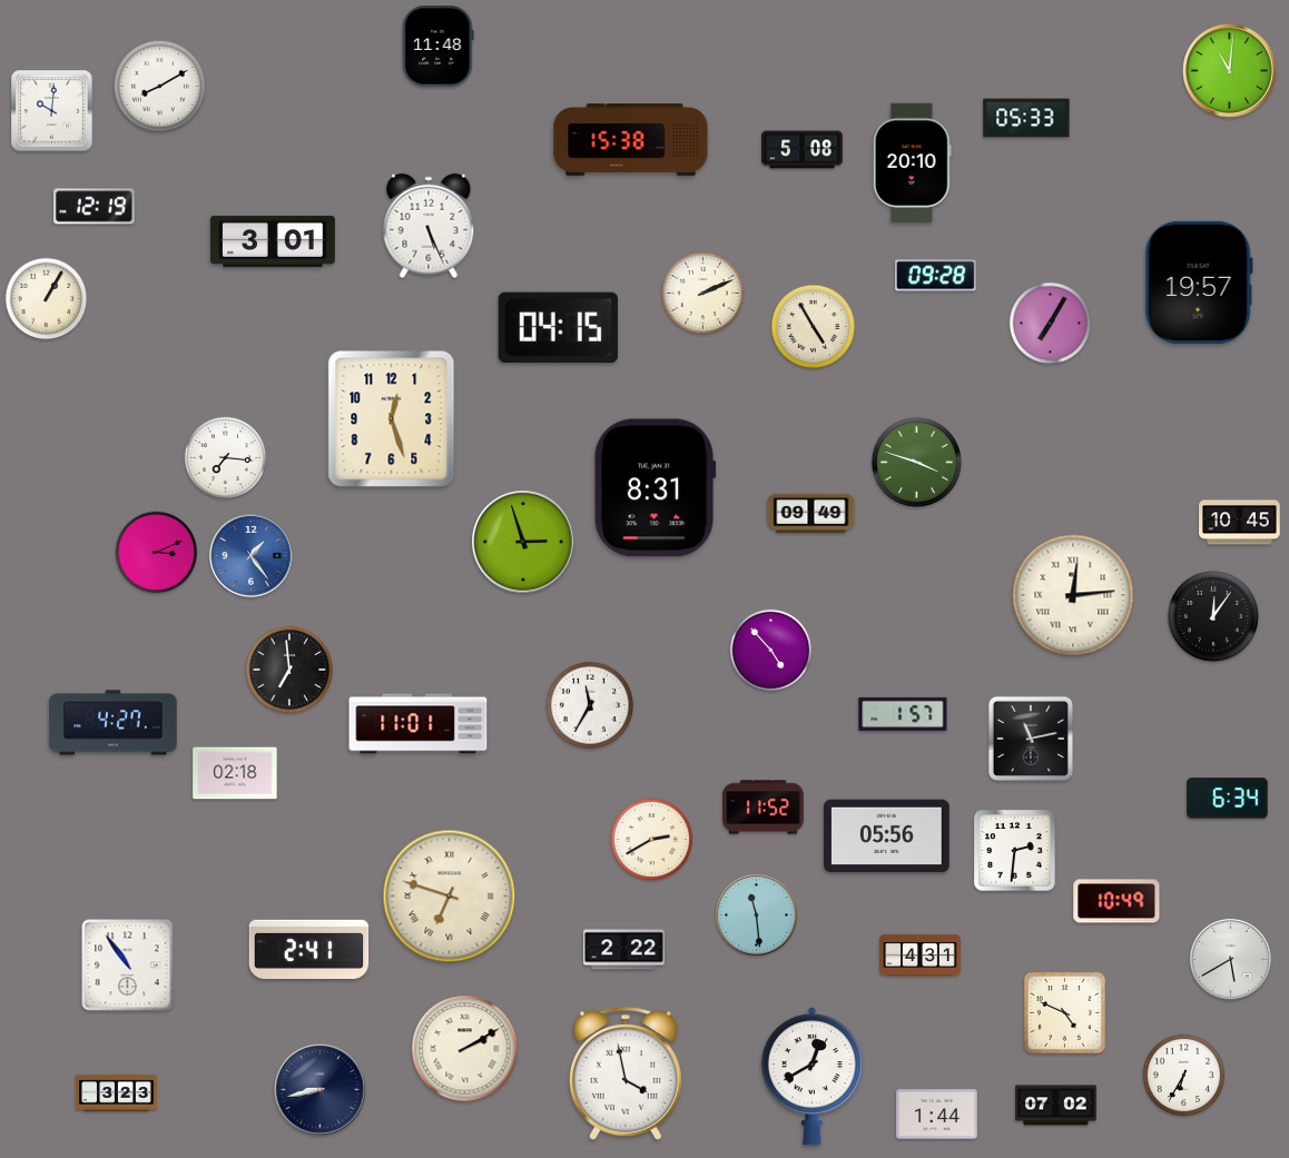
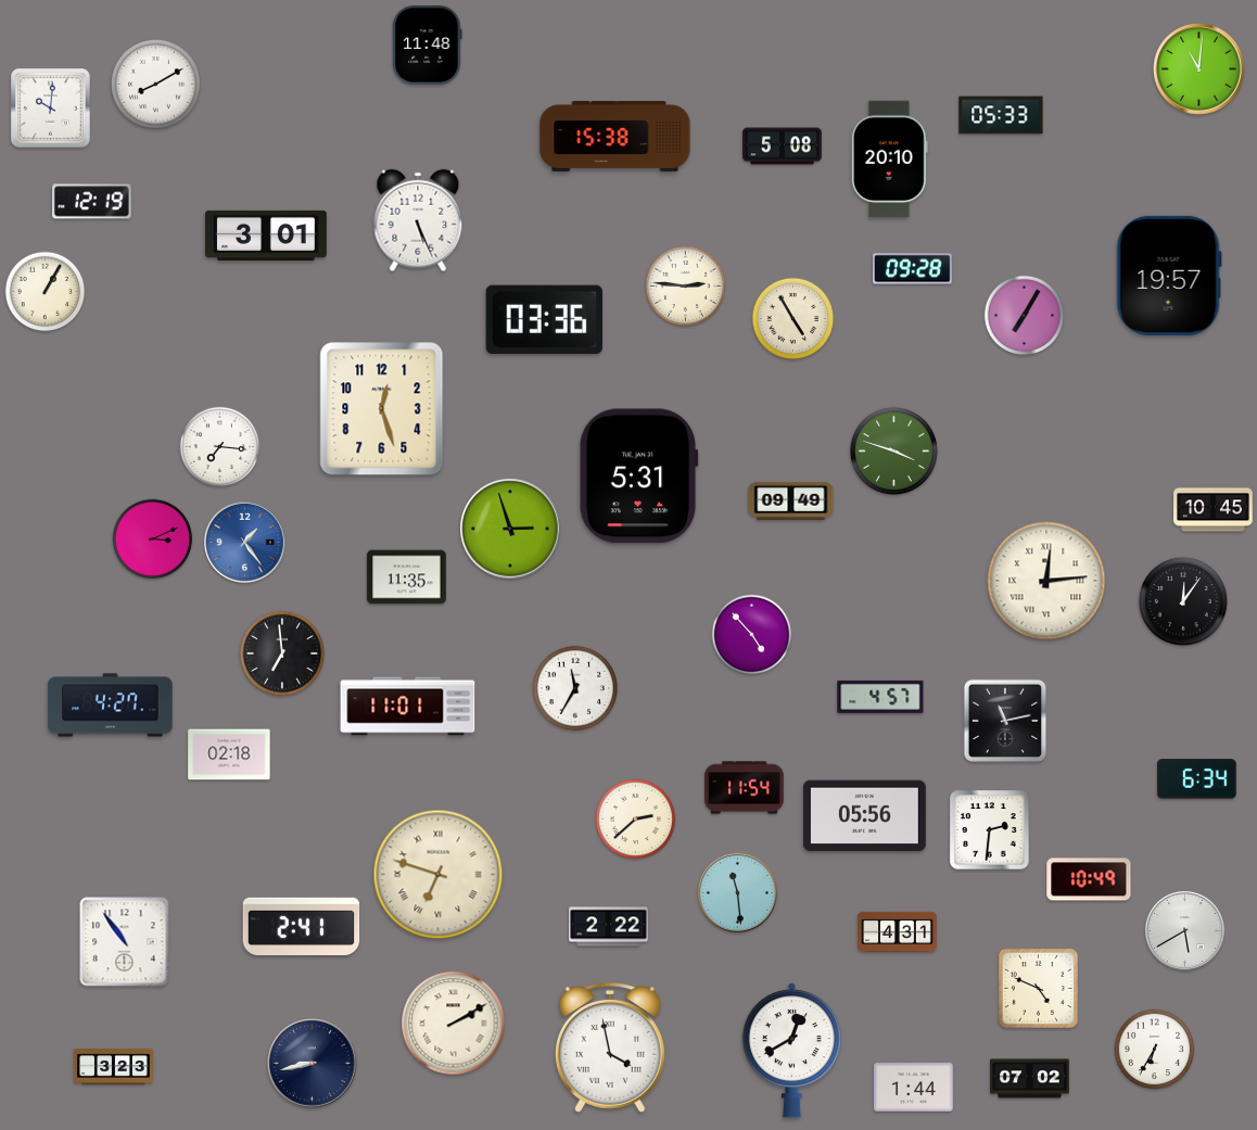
clock at (703, 294): 2:11 -> 2:46
clock at (558, 327): 04:15 -> 03:36
clock at (655, 488): 8:31 -> 5:31
clock at (1240, 523) position: (1240, 523) -> (1214, 510)
clock at (407, 577): none -> 11:35
clock at (903, 714): 1:57 -> 4:57
clock at (764, 808): 11:52 -> 11:54
clock at (652, 840): 2:40 -> 2:38
clock at (1230, 959) position: (1230, 959) -> (1184, 930)
